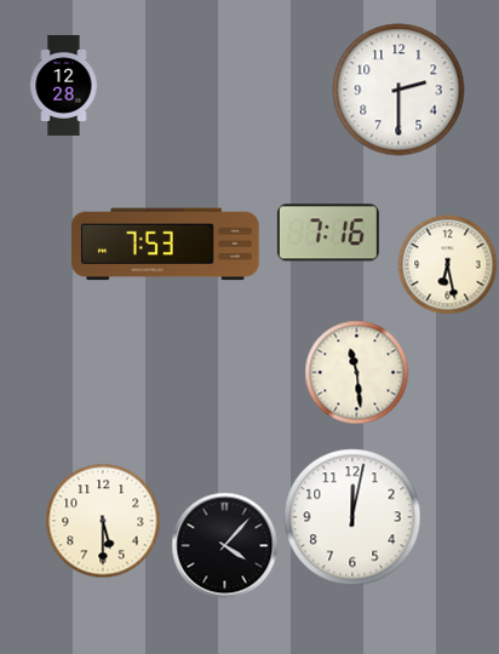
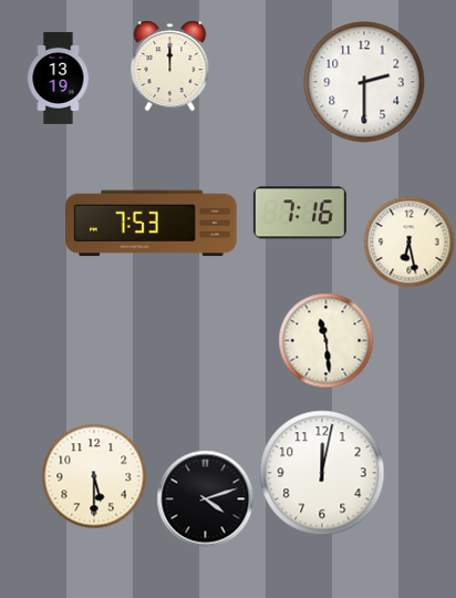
clock at (170, 66): none -> 12:00
clock at (64, 85): 12:28 -> 13:19
clock at (225, 546): 4:07 -> 4:12
